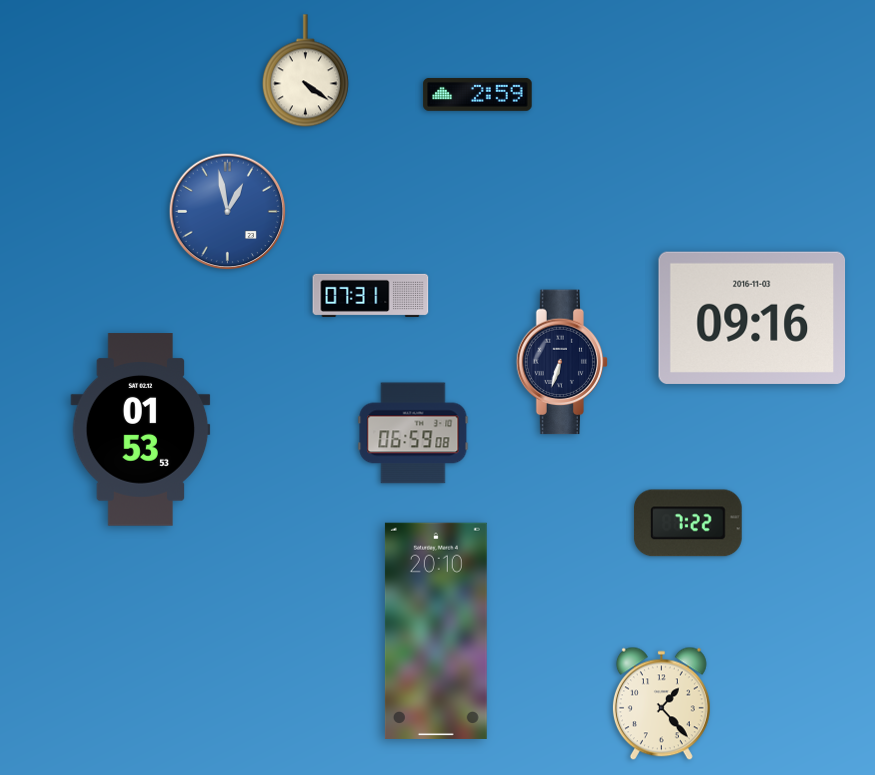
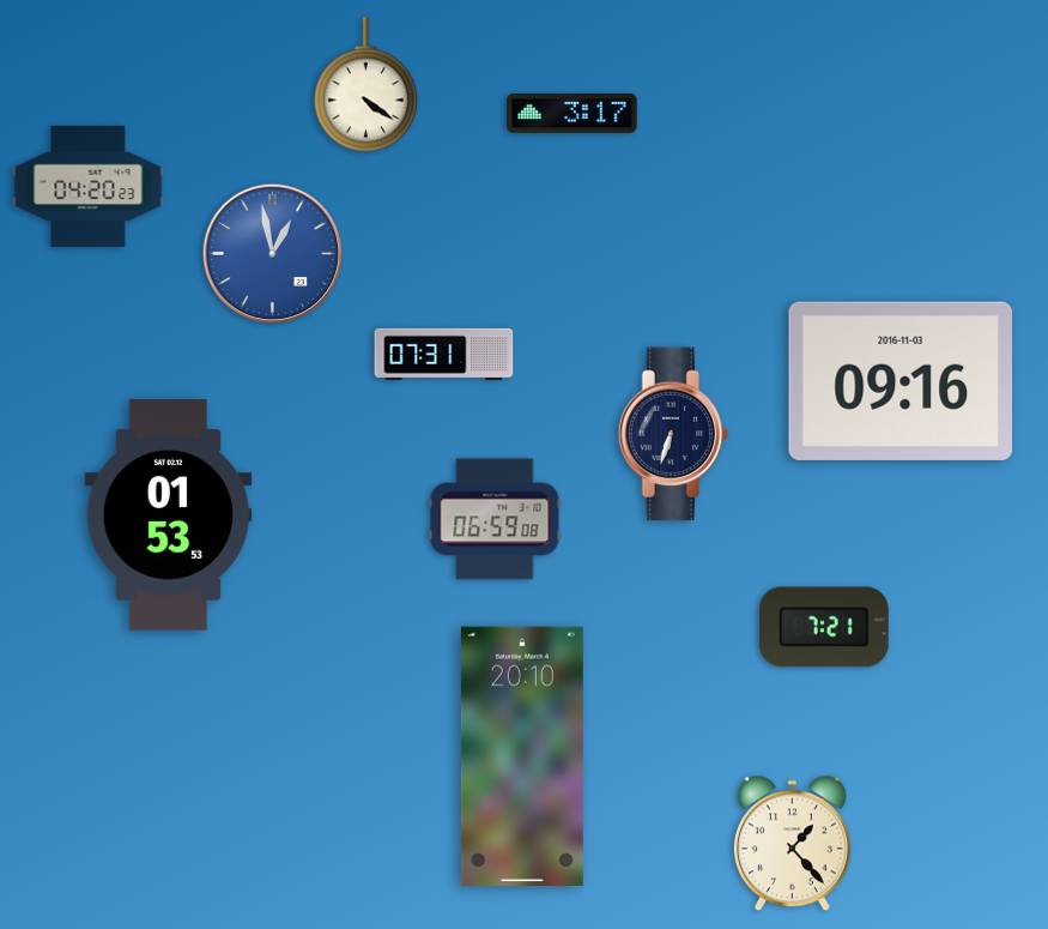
clock at (478, 94): 2:59 -> 3:17
clock at (89, 186): none -> 04:20
clock at (688, 523): 7:22 -> 7:21
